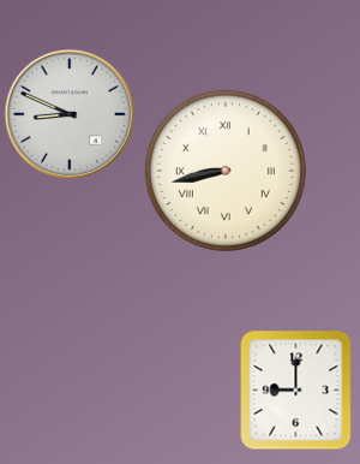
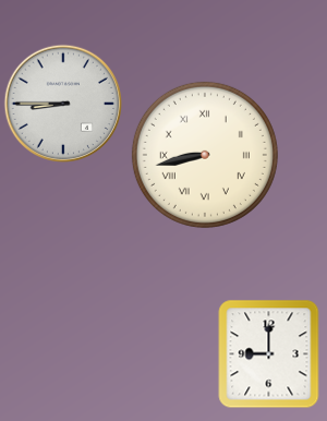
clock at (68, 113): 8:49 -> 8:45
